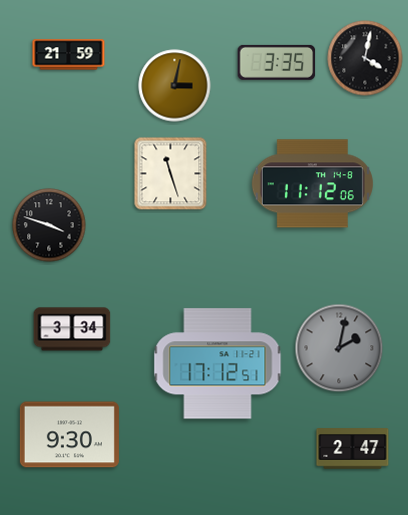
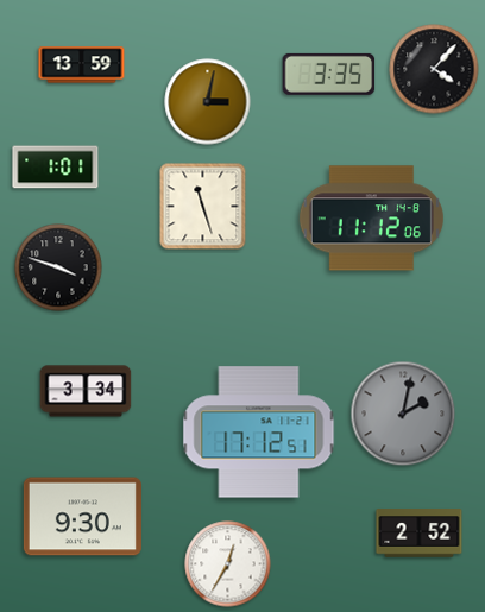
clock at (69, 55): 21:59 -> 13:59
clock at (365, 58): 4:02 -> 4:07
clock at (56, 168): none -> 1:01
clock at (353, 449): 2:47 -> 2:52
clock at (228, 564): none -> 12:35
